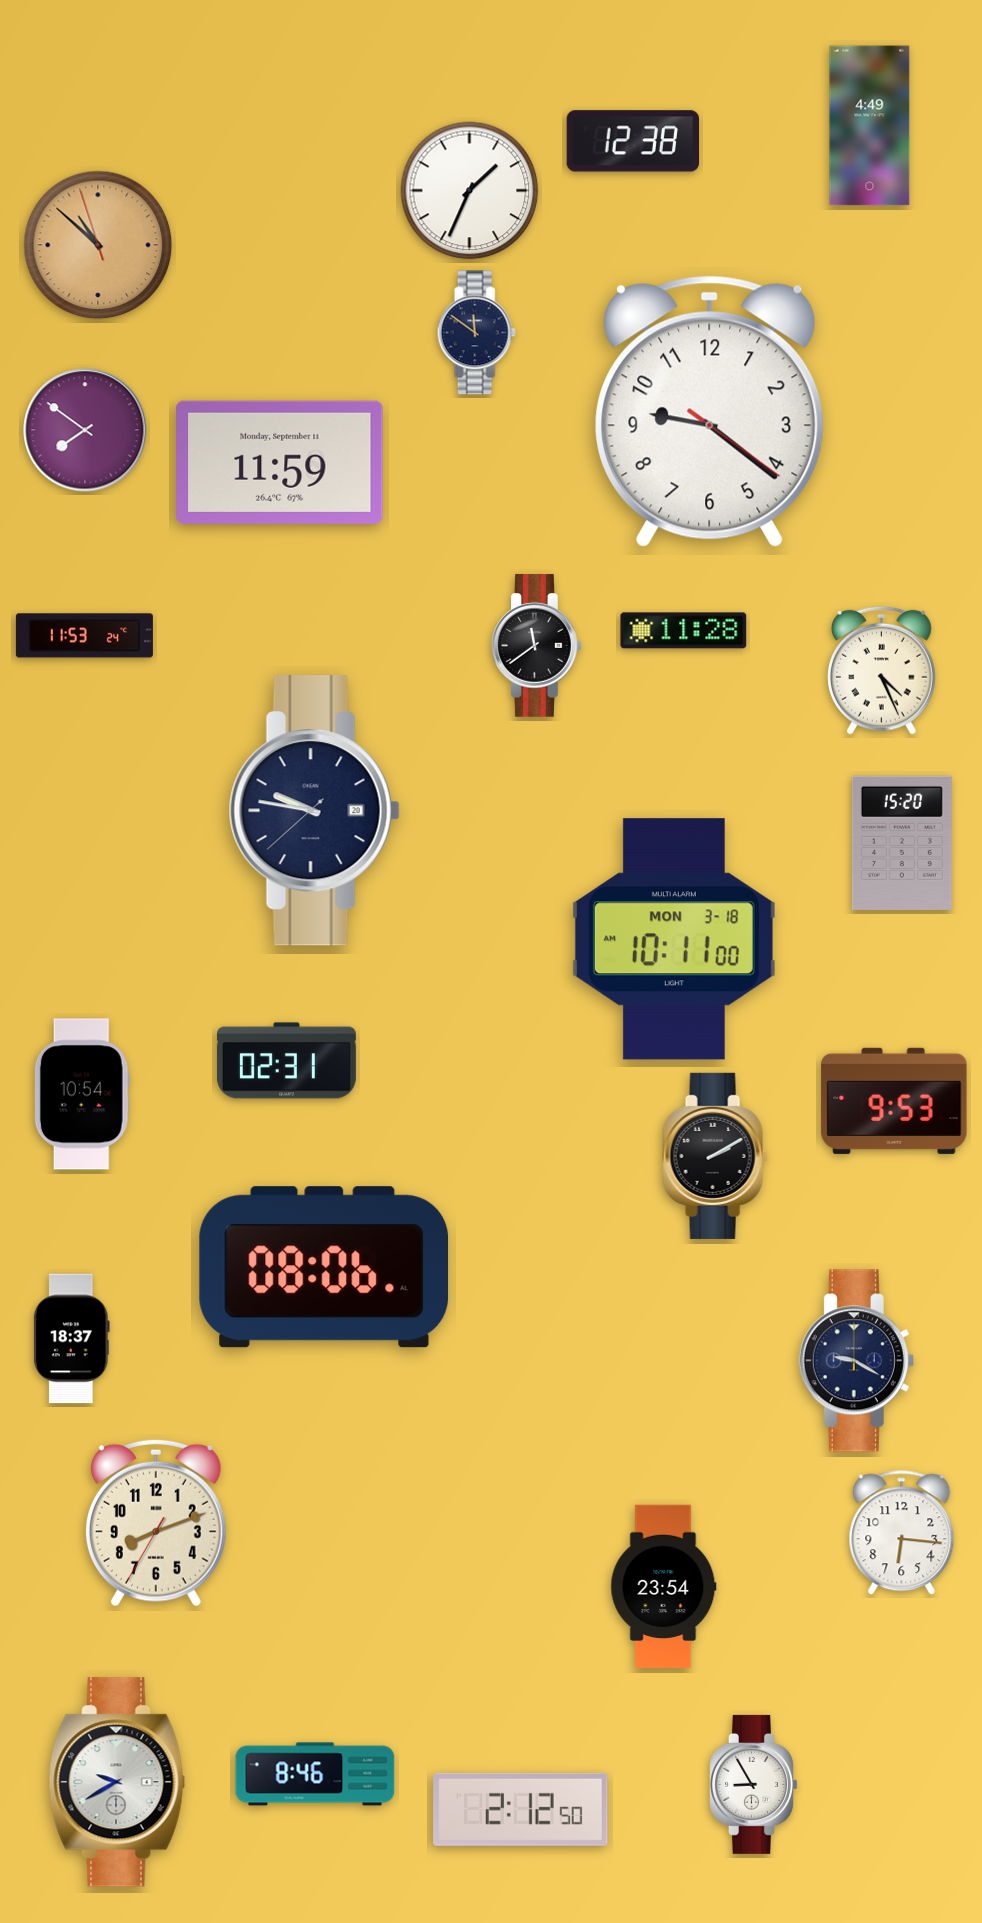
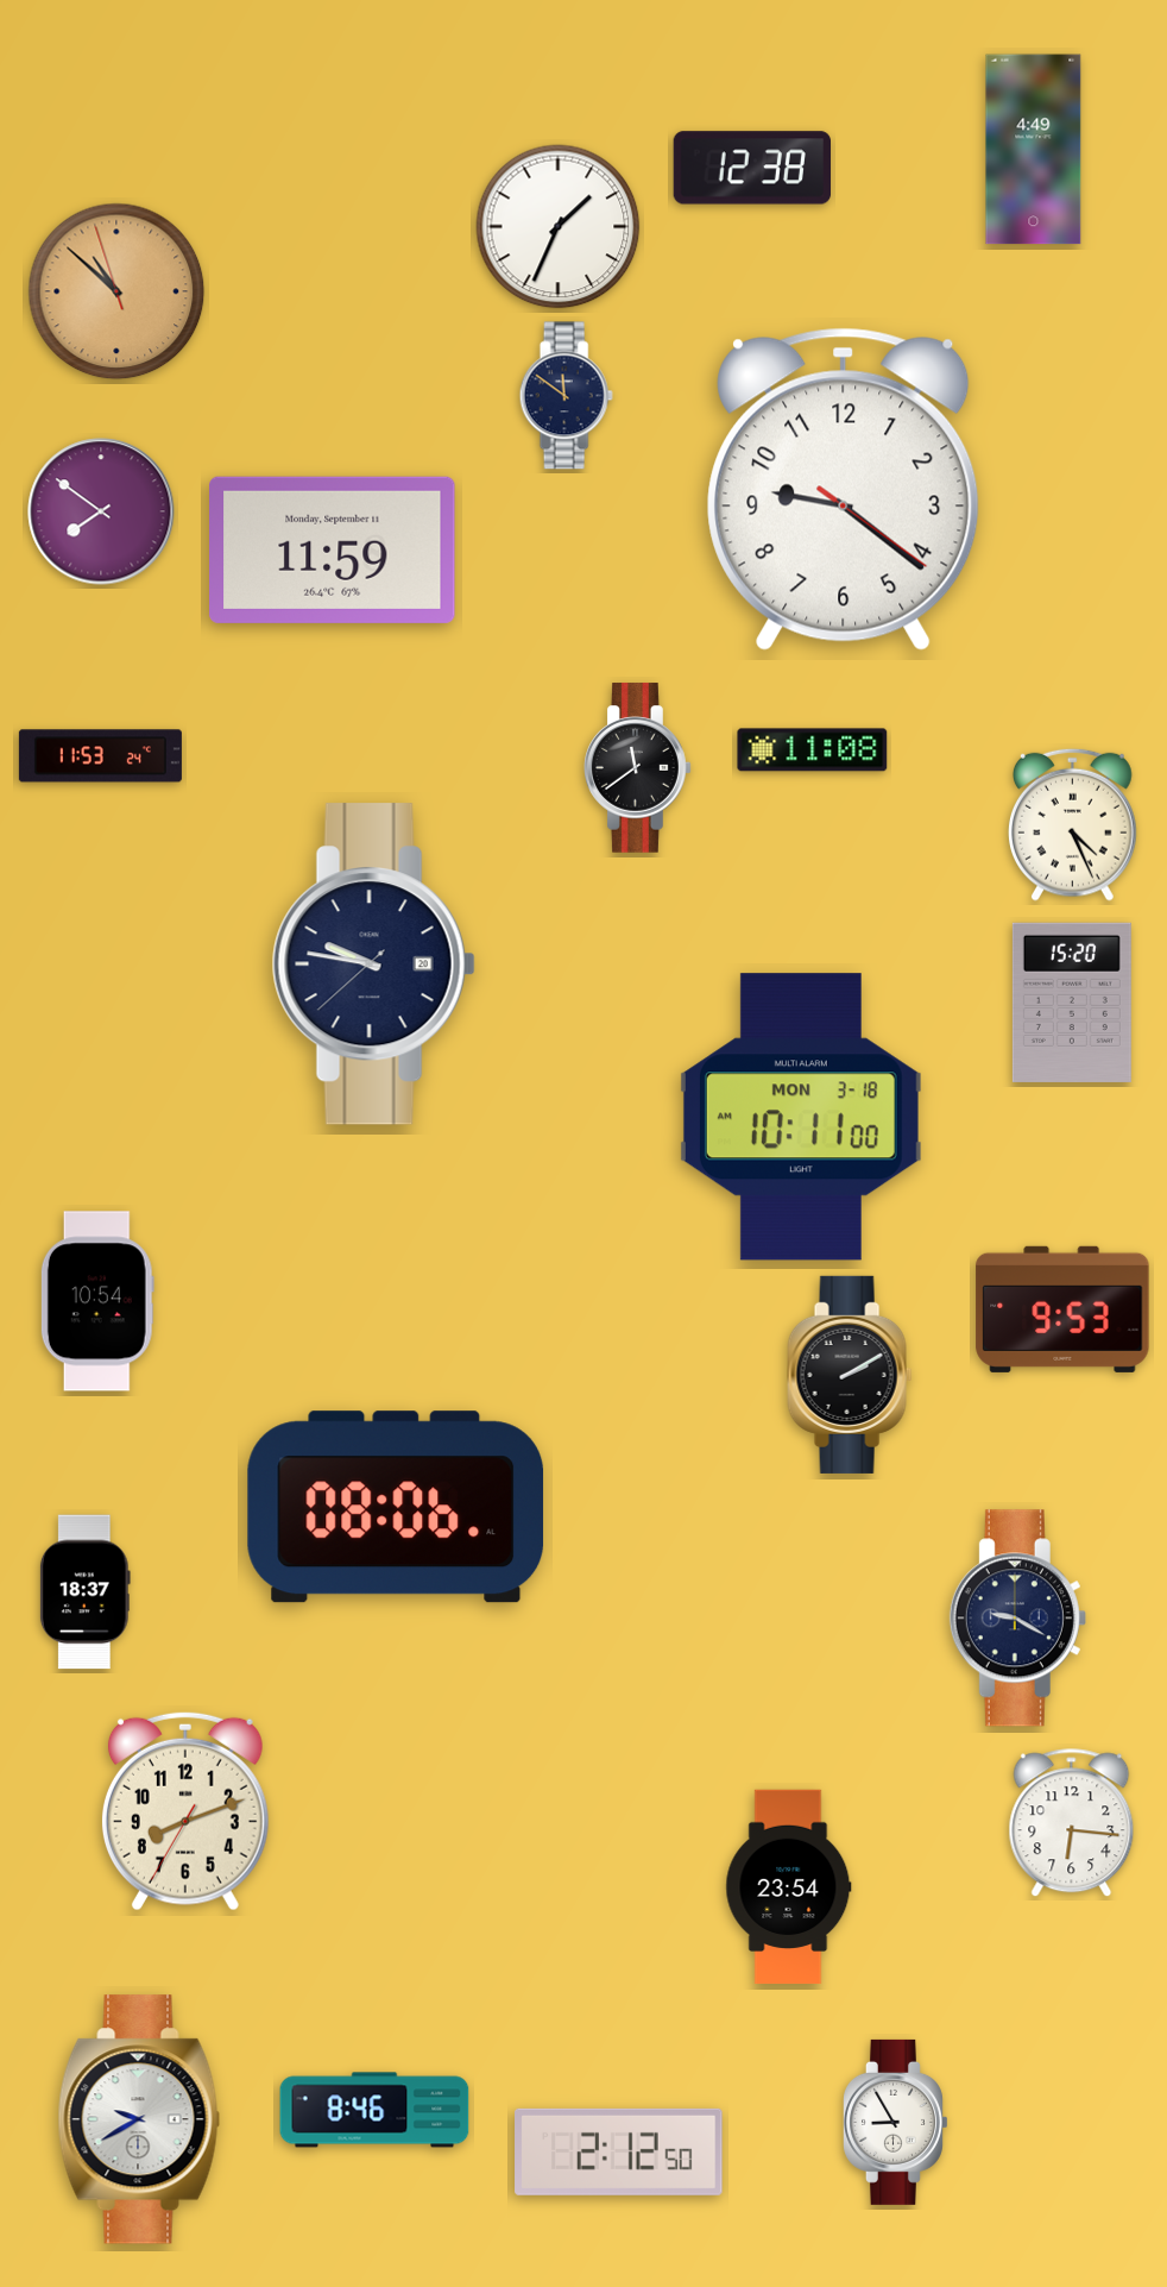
clock at (684, 631): 11:28 -> 11:08
clock at (882, 670) position: (882, 670) -> (1073, 824)
clock at (286, 1061): 02:31 -> none
clock at (324, 1267) position: (324, 1267) -> (396, 1507)
